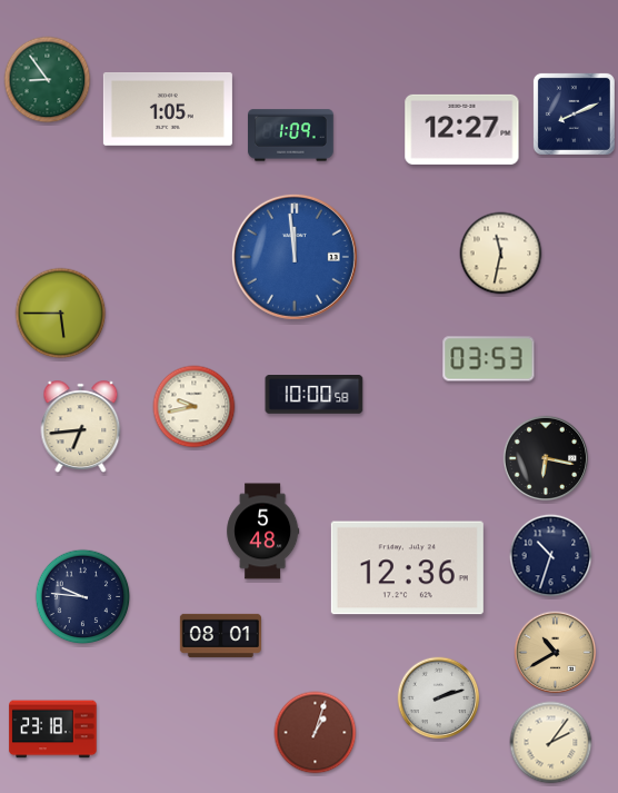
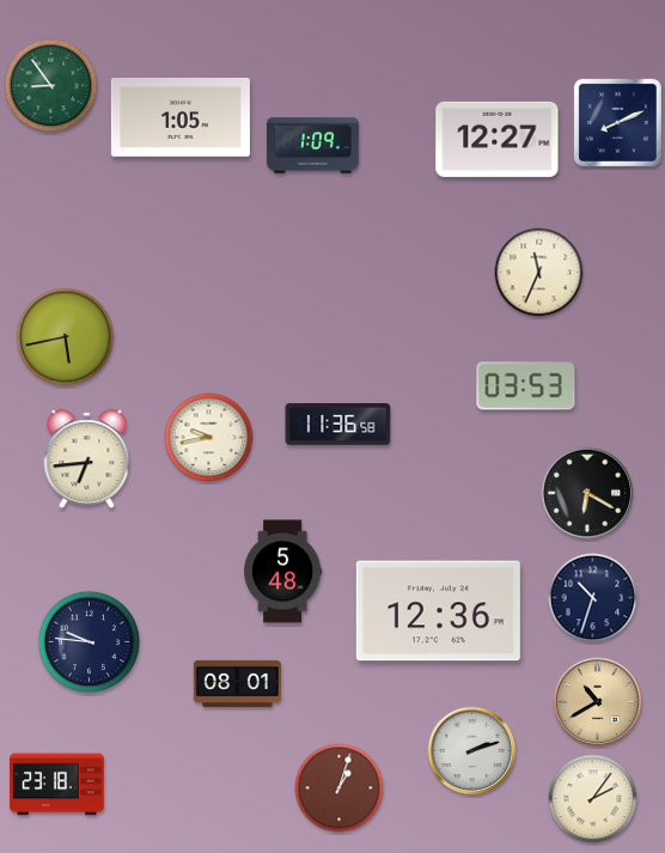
clock at (501, 254): 11:32 -> 11:34
clock at (295, 257): 11:59 -> none
clock at (61, 314): 5:45 -> 5:43
clock at (315, 395): 10:00 -> 11:36
clock at (546, 458): 6:17 -> 6:20
